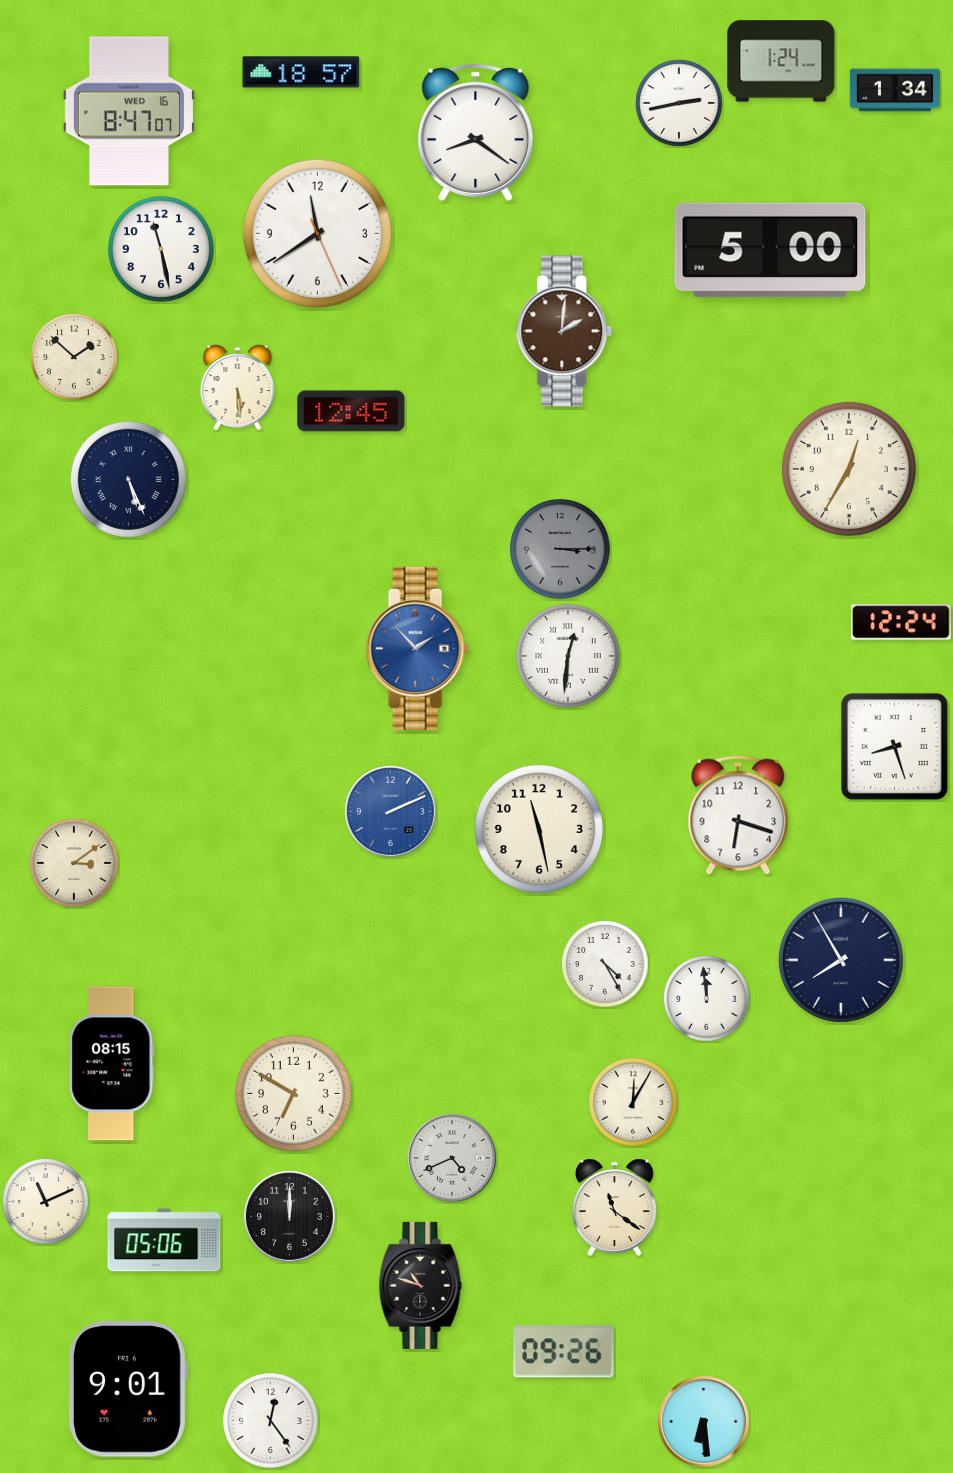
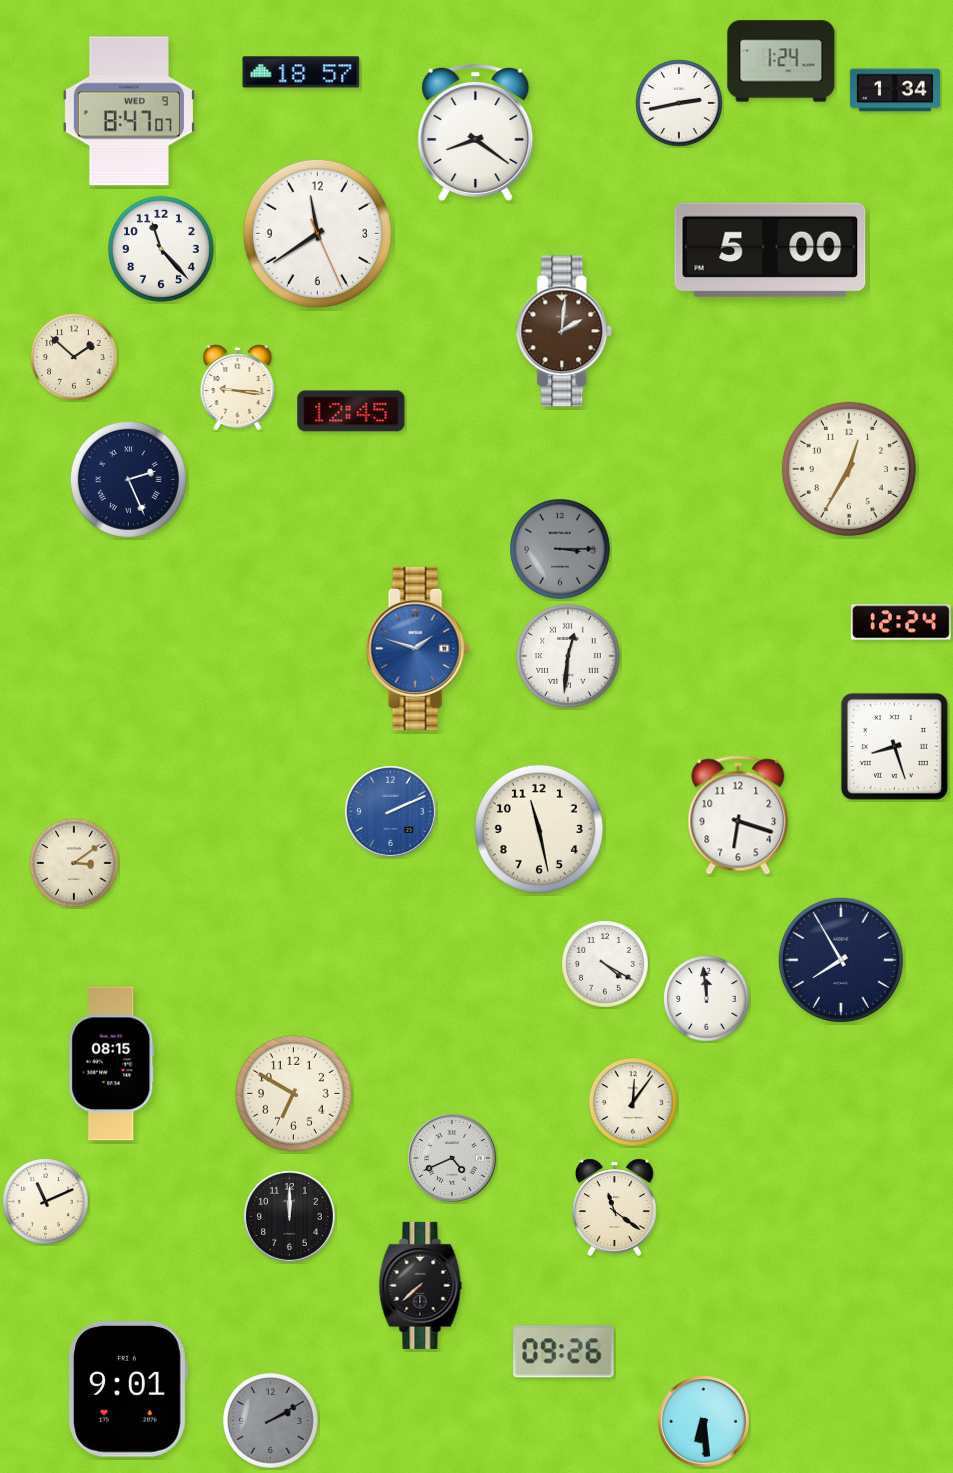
clock at (129, 111) date: WED 16 -> WED 9
clock at (161, 249): 11:28 -> 11:23
clock at (238, 388): 5:29 -> 9:16
clock at (128, 479): 5:26 -> 2:26
clock at (417, 648): 1:53 -> 1:48
clock at (605, 964): 4:25 -> 4:20
clock at (633, 1102): 12:05 -> 12:06
clock at (164, 1240): 05:06 -> none
clock at (421, 1285): 10:48 -> 7:38
clock at (271, 1421): 12:24 -> 2:10
clock at (271, 1421) dial: white -> grey
